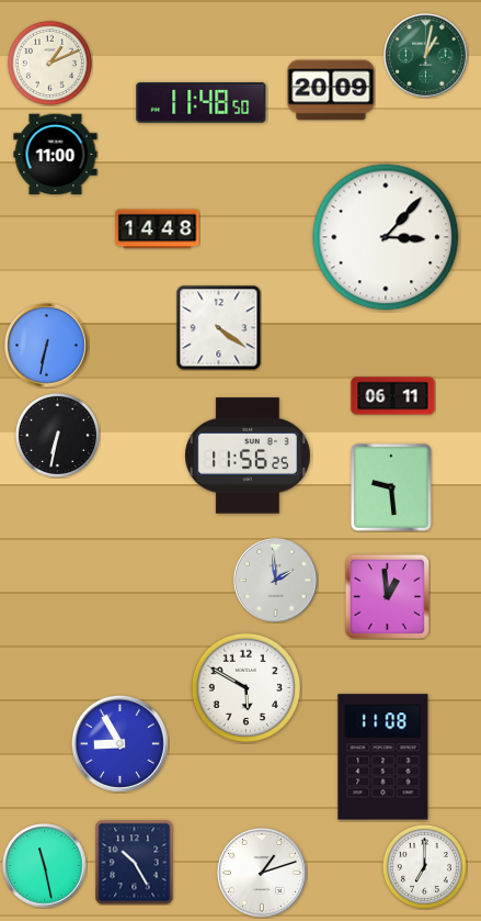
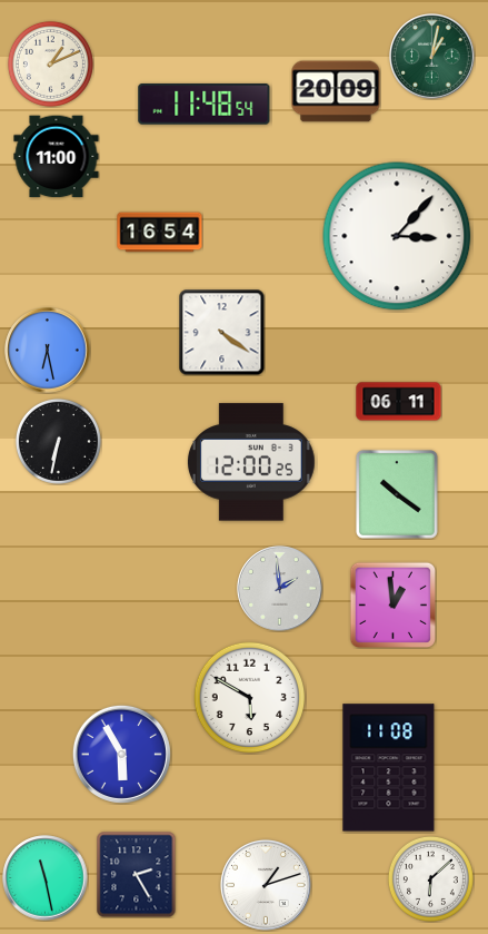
clock at (202, 102): 11:48:50 -> 11:48:54
clock at (158, 229): 14:48 -> 16:54
clock at (386, 237) position: (386, 237) -> (397, 236)
clock at (47, 346): 6:32 -> 6:28
clock at (249, 456): 11:56 -> 12:00
clock at (391, 487): 9:29 -> 10:21
clock at (119, 743): 8:55 -> 5:55
clock at (135, 862): 10:25 -> 2:25
clock at (424, 866): 7:00 -> 6:08
